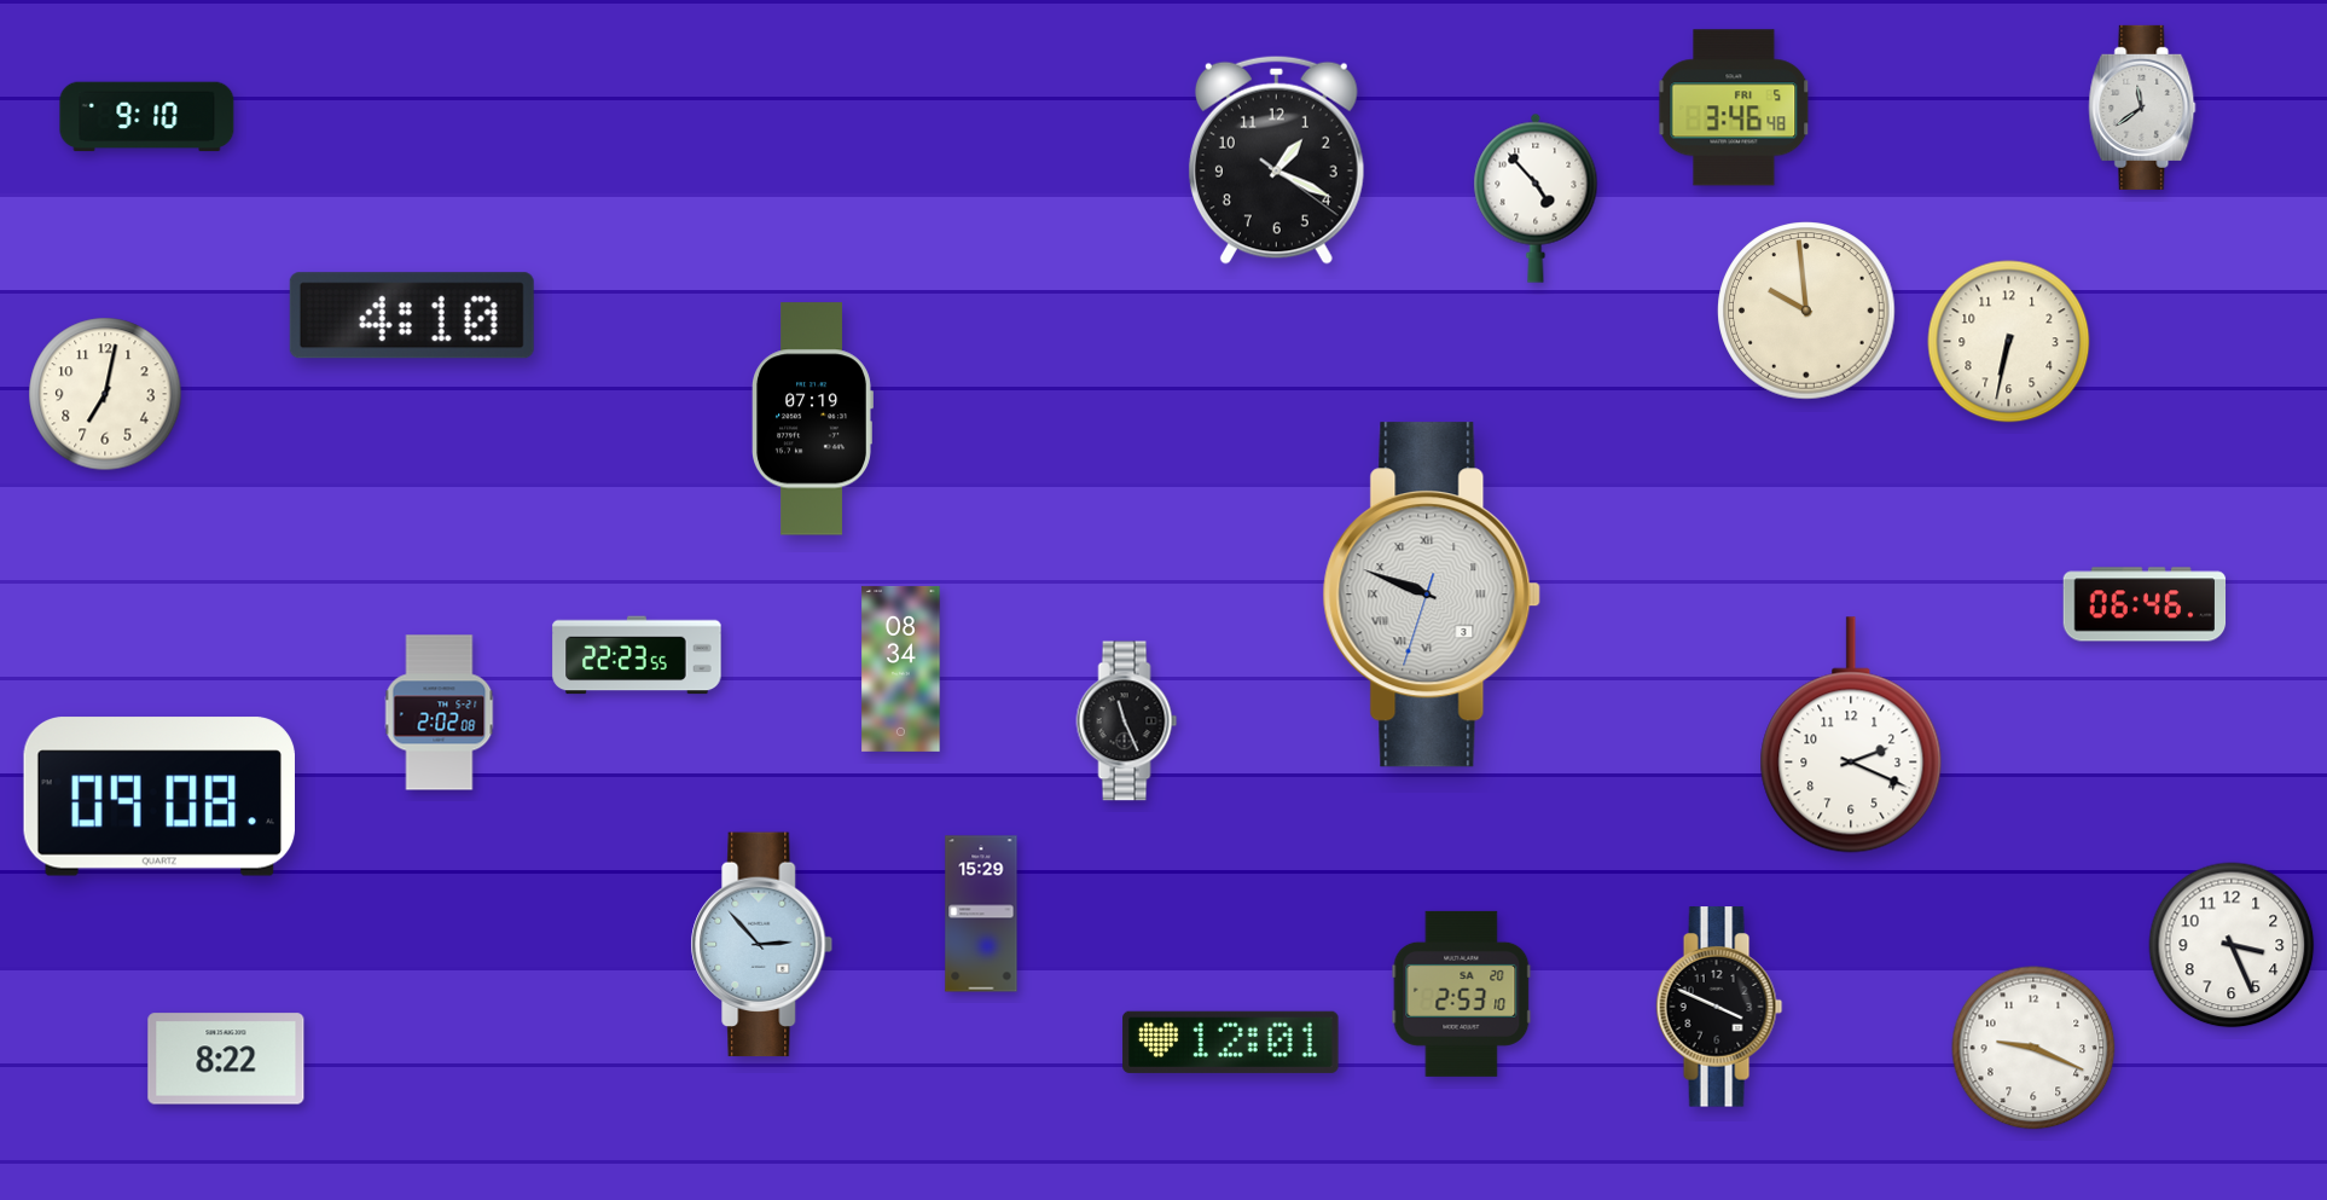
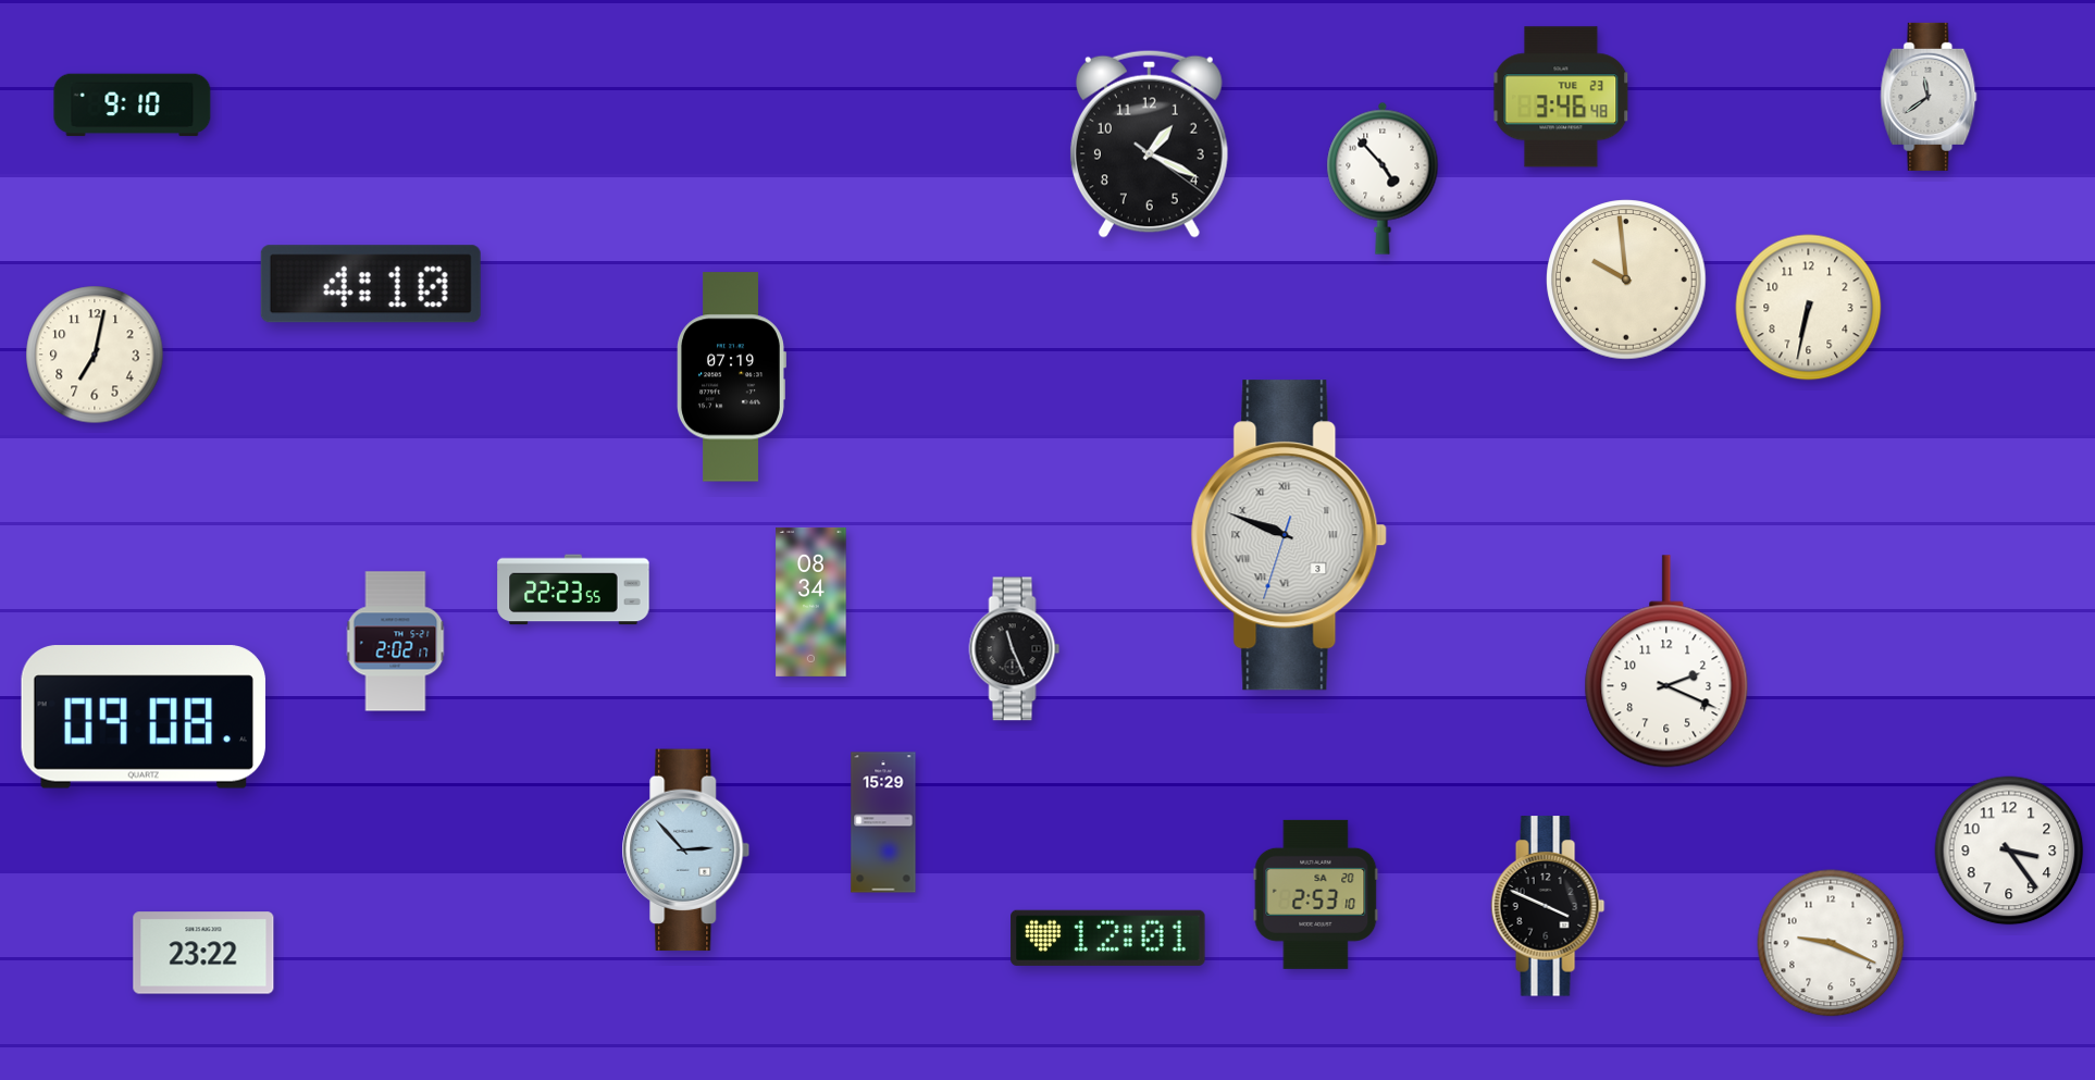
clock at (1734, 108) date: FRI 5 -> TUE 23
clock at (2145, 604): 06:46 -> none
clock at (440, 713): 2:02:08 -> 2:02:17
clock at (2232, 945): 3:26 -> 3:24
clock at (226, 1059): 8:22 -> 23:22
